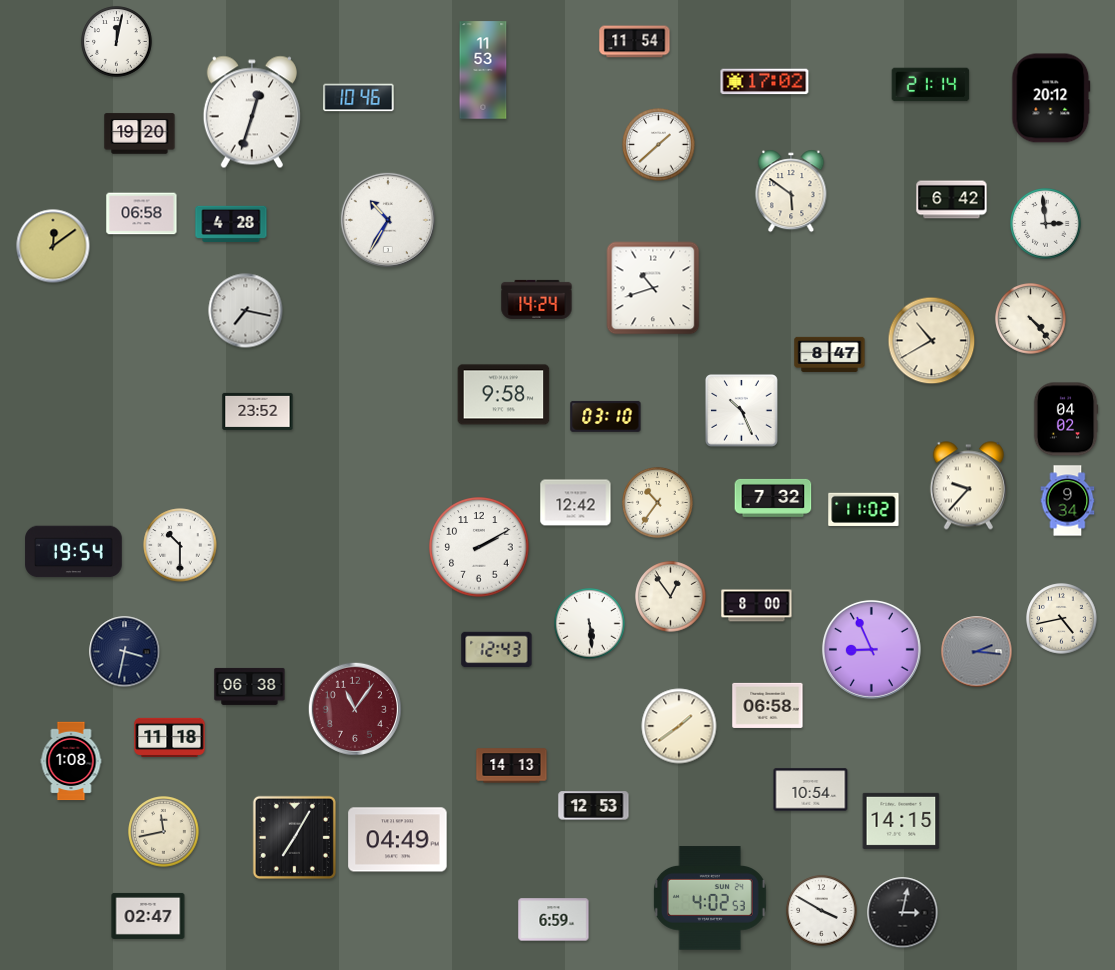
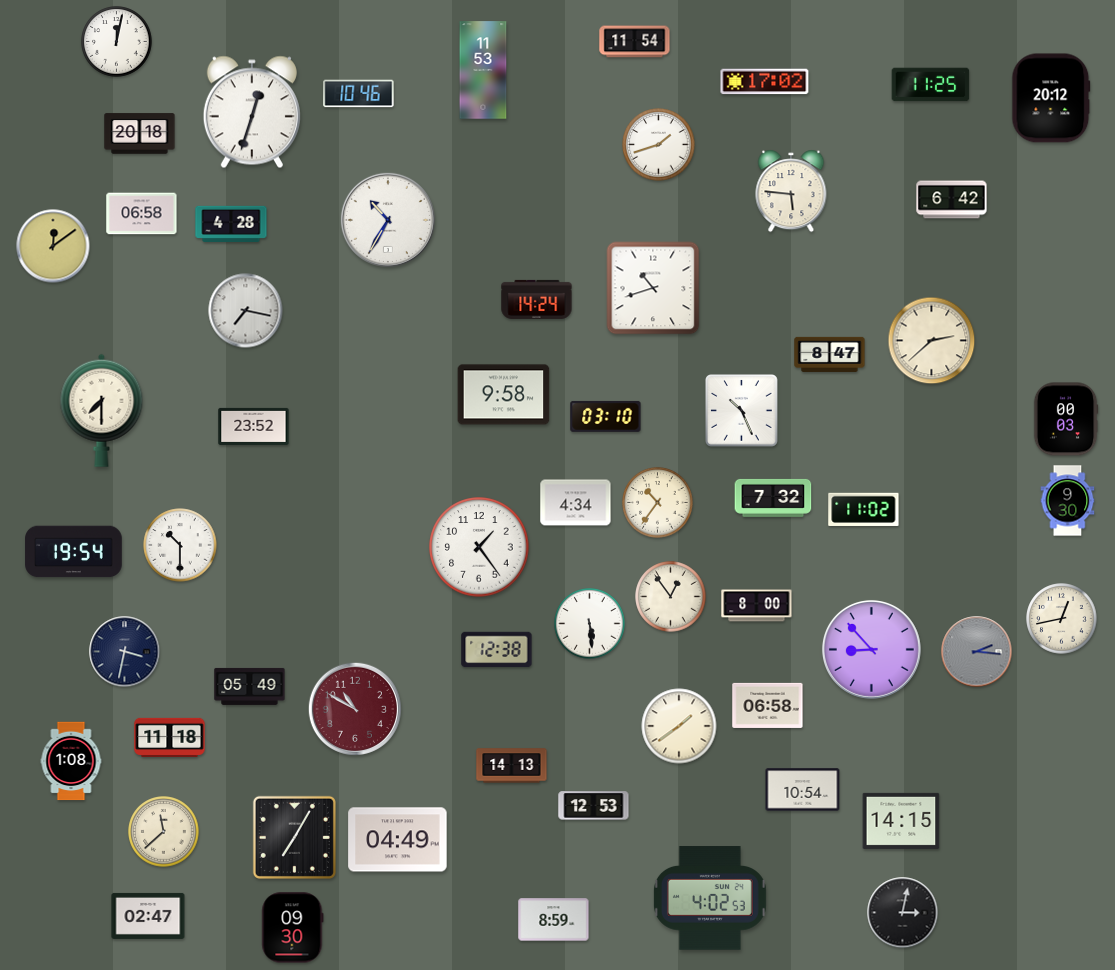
clock at (931, 85): 21:14 -> 11:25
clock at (359, 98) position: (359, 98) -> (359, 94)
clock at (140, 134): 19:20 -> 20:18
clock at (659, 145): 1:38 -> 1:42
clock at (791, 191): 5:51 -> 5:46
clock at (1046, 224): 2:59 -> none
clock at (1031, 319): 4:23 -> none
clock at (932, 341): 10:40 -> 2:38
clock at (102, 410): none -> 7:30
clock at (258, 411) position: (258, 411) -> (254, 426)
clock at (1066, 419): 04:02 -> 00:03
clock at (968, 486): 9:37 -> none
clock at (1068, 501): 9:34 -> 9:30
clock at (576, 503): 12:42 -> 4:34
clock at (479, 547): 2:10 -> 1:24
clock at (1062, 619): 4:43 -> 12:43
clock at (871, 649): 8:56 -> 8:53
clock at (497, 650): 12:43 -> 12:38
clock at (250, 686): 06:38 -> 05:49
clock at (354, 708): 11:06 -> 10:50
clock at (811, 790) position: (811, 790) -> (803, 790)
clock at (164, 832): 11:43 -> 11:38
clock at (822, 911): 3:50 -> none
clock at (554, 920): 6:59 -> 8:59
clock at (293, 928): none -> 09:30
